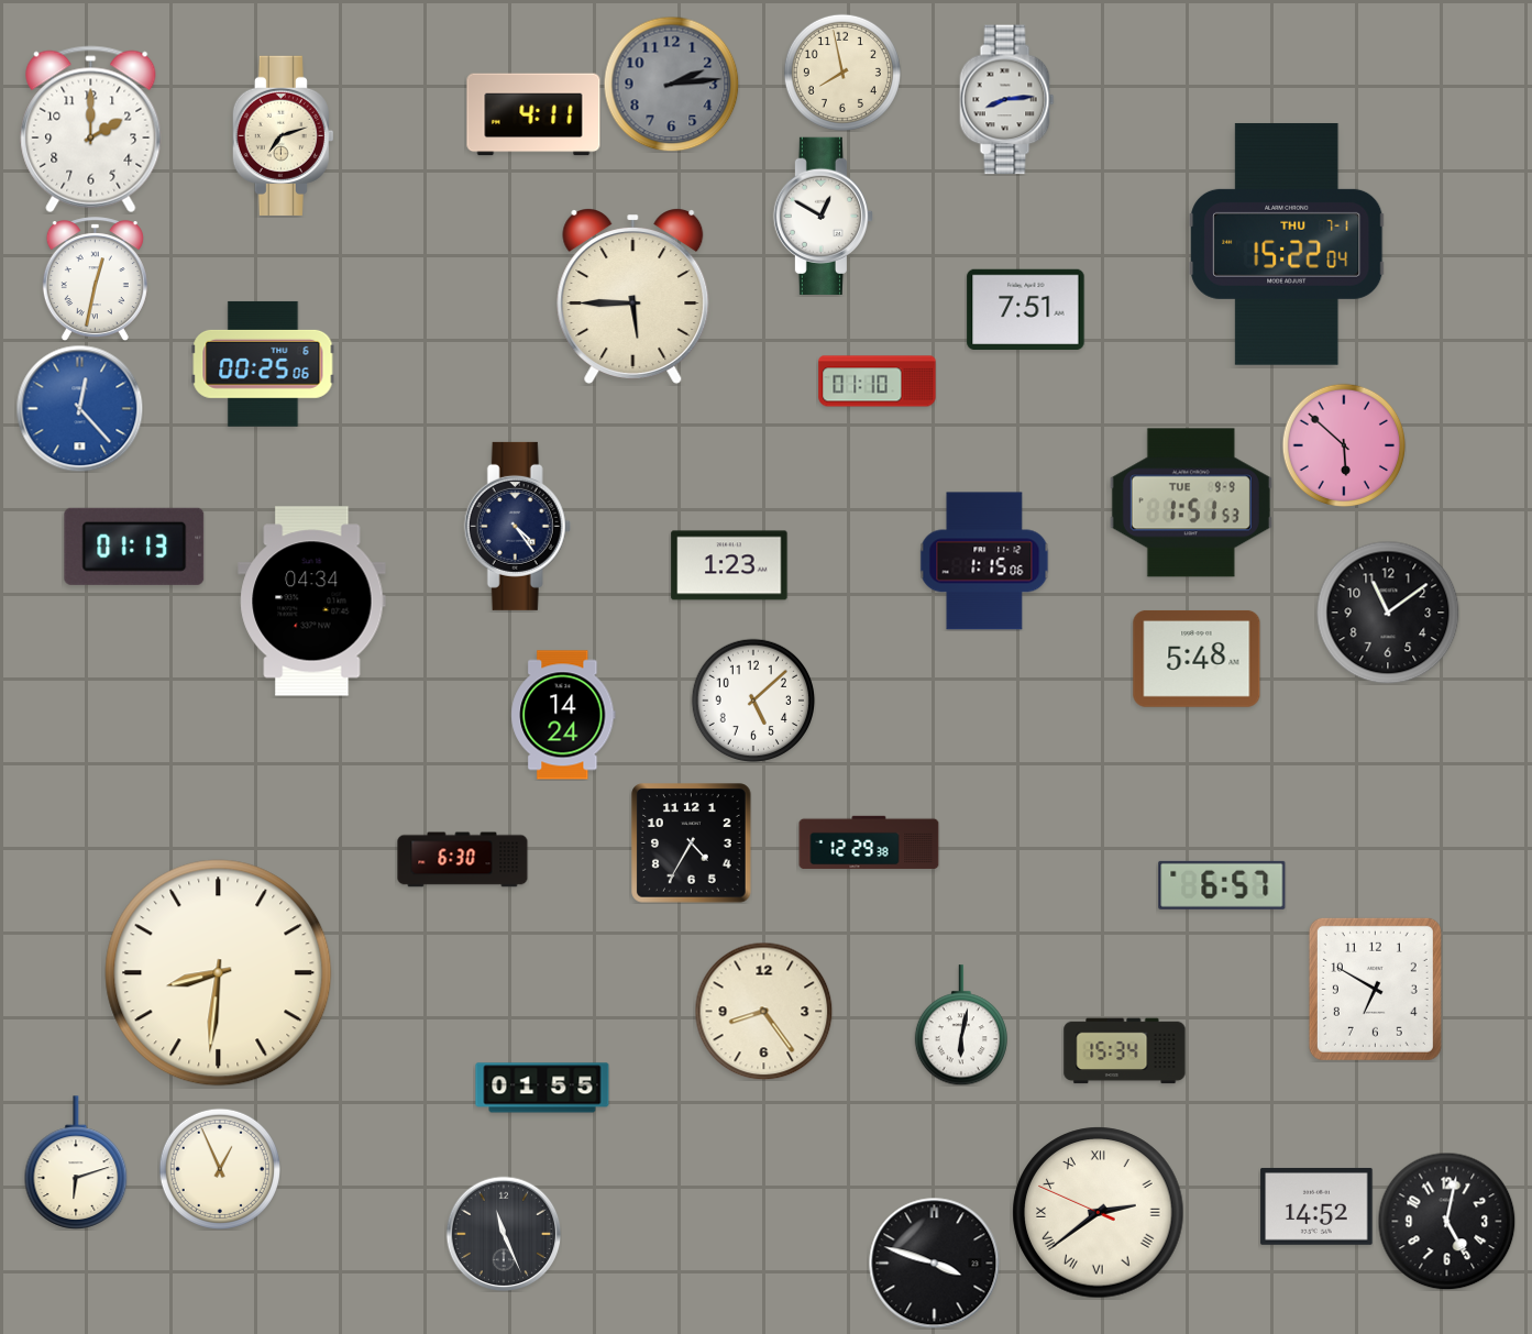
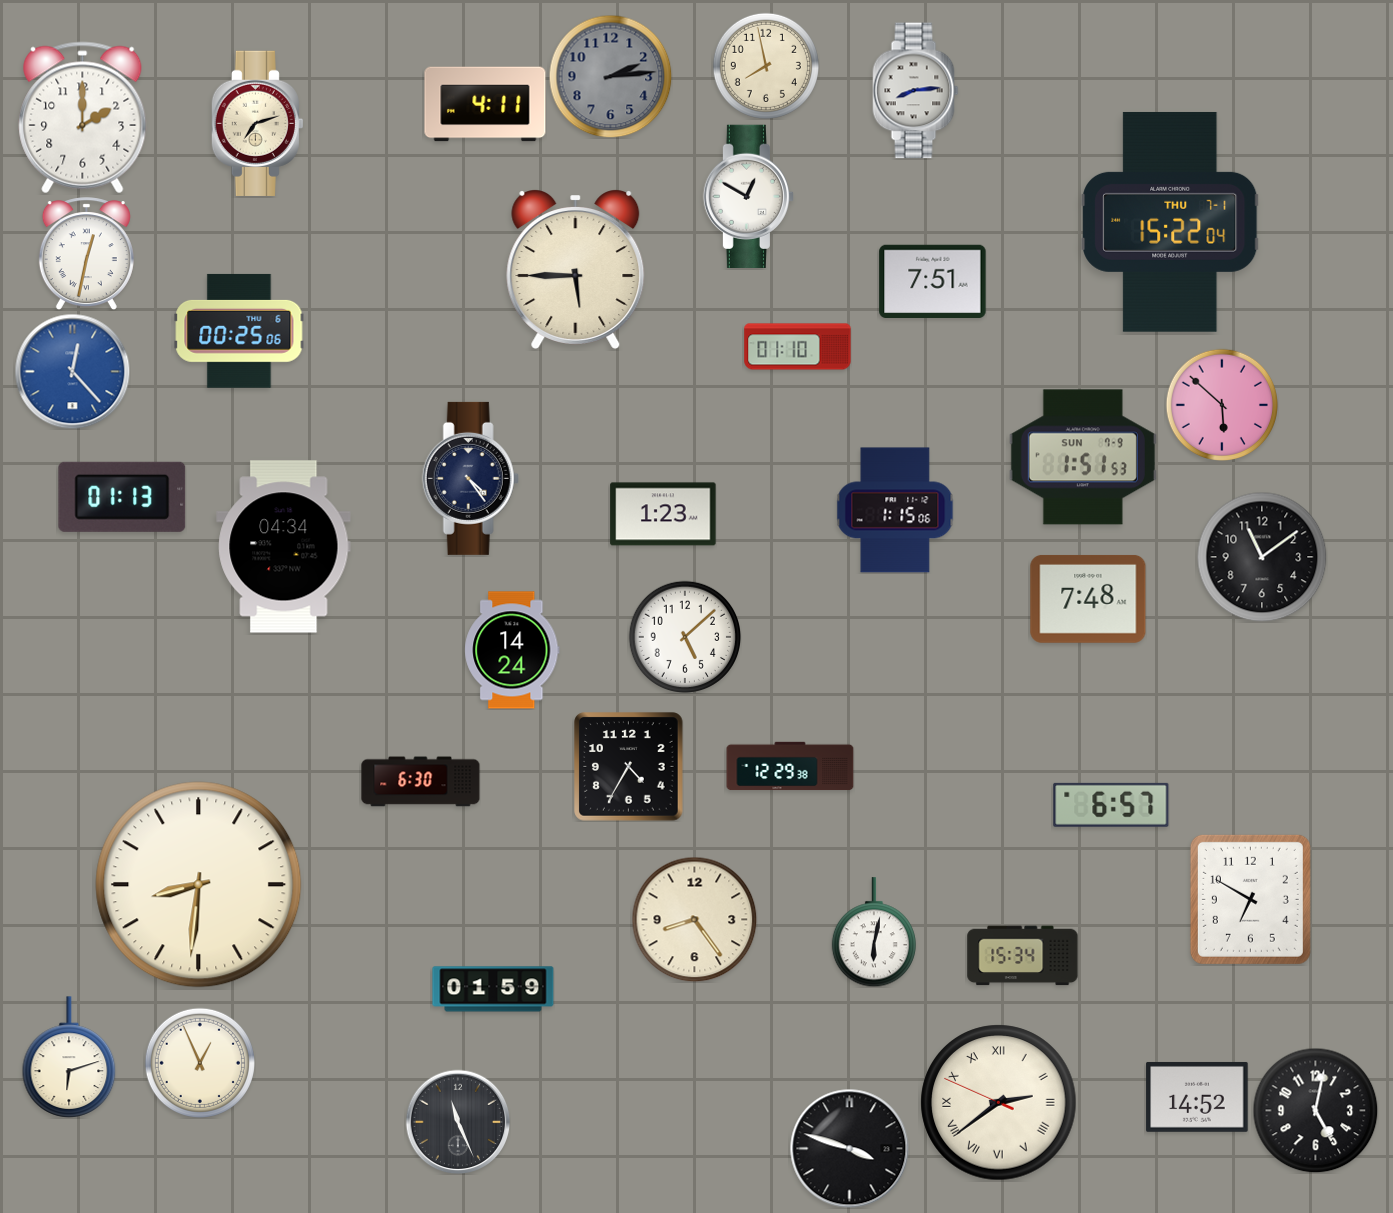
clock at (1191, 503) date: TUE 9-9 -> SUN 7-9
clock at (1197, 659): 5:48 -> 7:48
clock at (542, 1088): 01:55 -> 01:59
